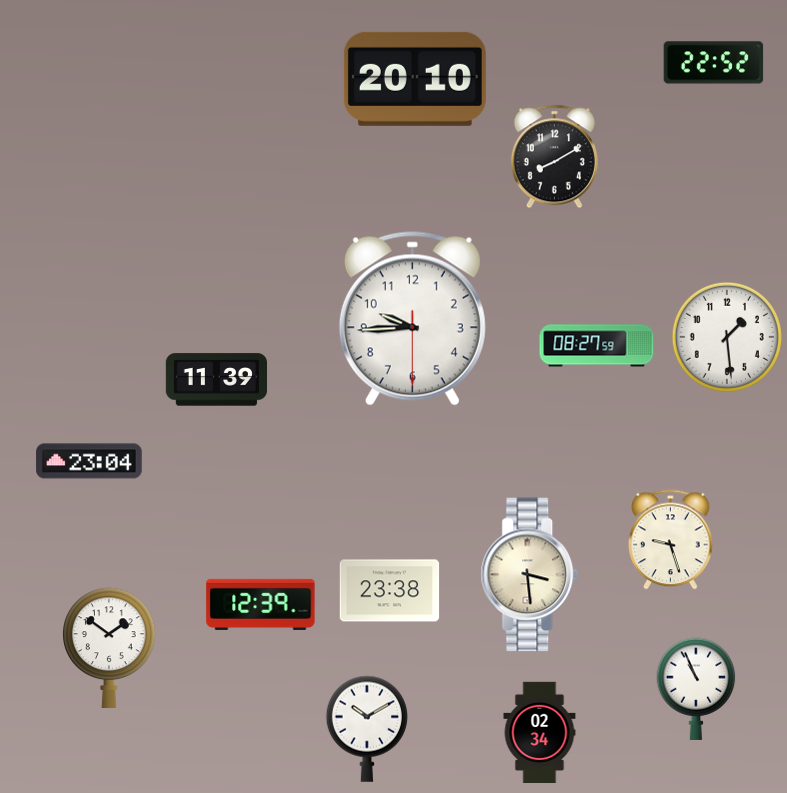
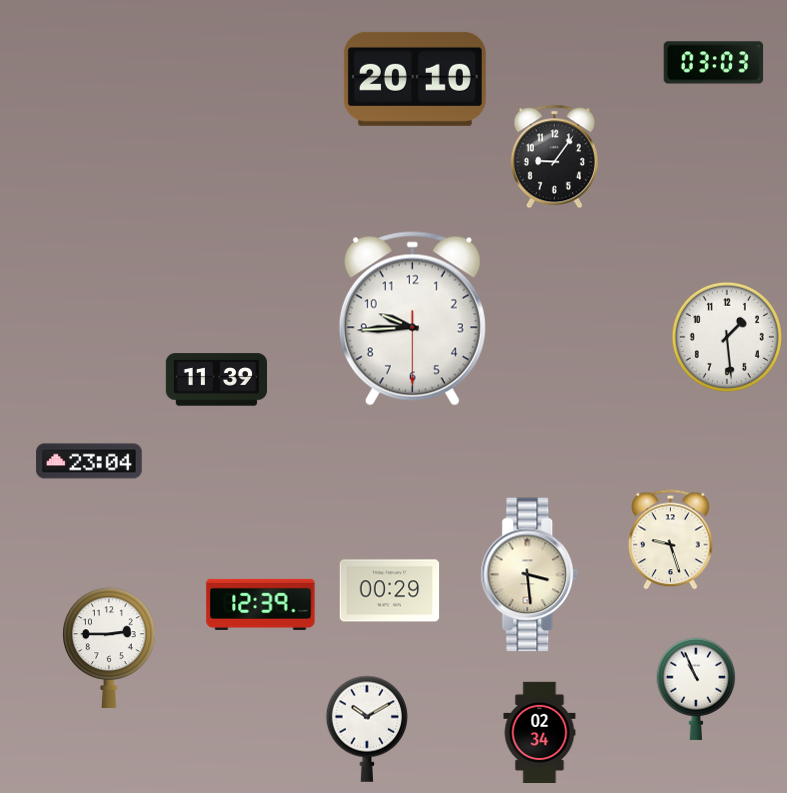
clock at (714, 63): 22:52 -> 03:03
clock at (554, 157): 8:10 -> 9:06
clock at (597, 346): 08:27 -> none
clock at (390, 591): 23:38 -> 00:29
clock at (110, 648): 1:51 -> 2:45
